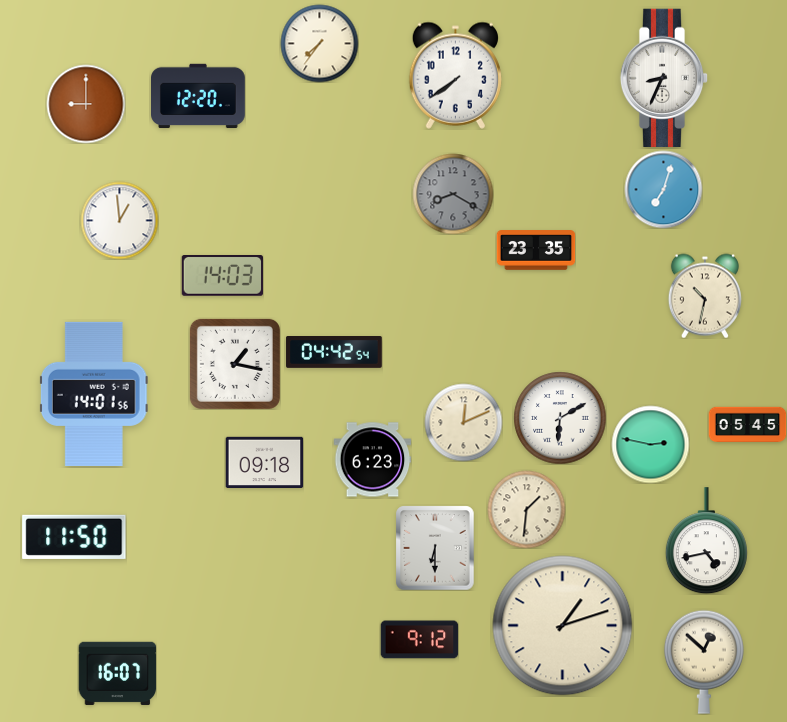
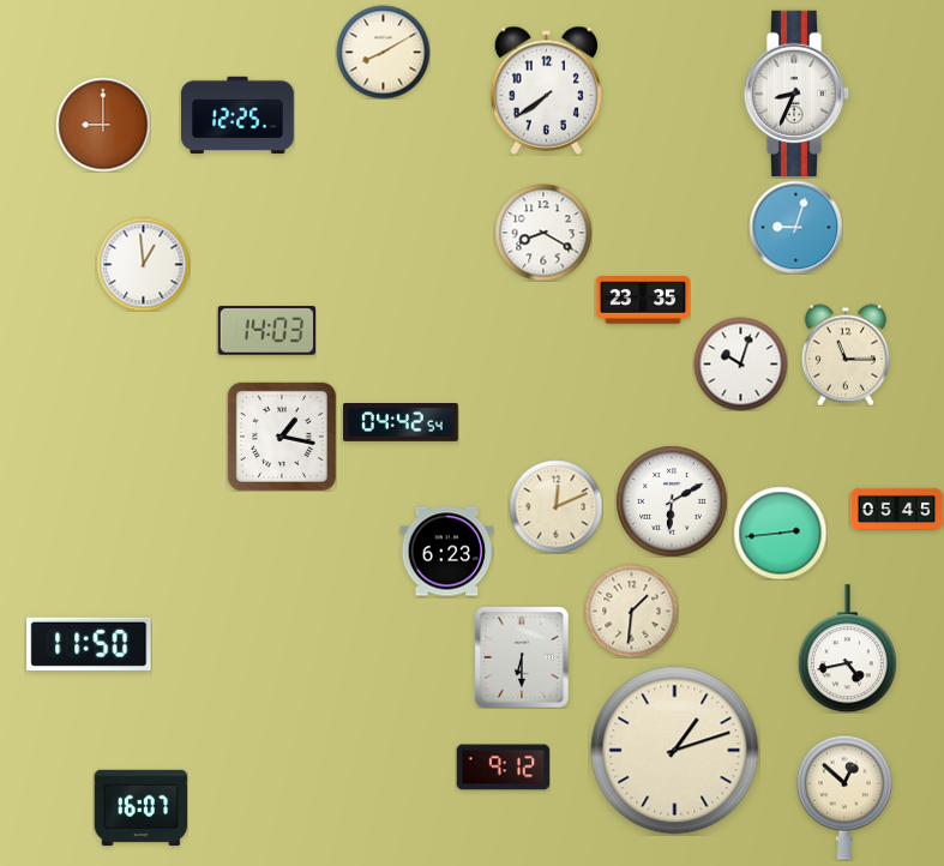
clock at (319, 43): 7:36 -> 8:10
clock at (199, 96): 12:20 -> 12:25
clock at (663, 189): 7:03 -> 9:03
clock at (453, 194) dial: grey -> white
clock at (705, 296): 10:32 -> 11:15
clock at (740, 363): none -> 10:03
clock at (94, 394): 14:01 -> none
clock at (650, 444): 2:47 -> 2:44
clock at (264, 462): 09:18 -> none
clock at (704, 662) position: (704, 662) -> (844, 798)
